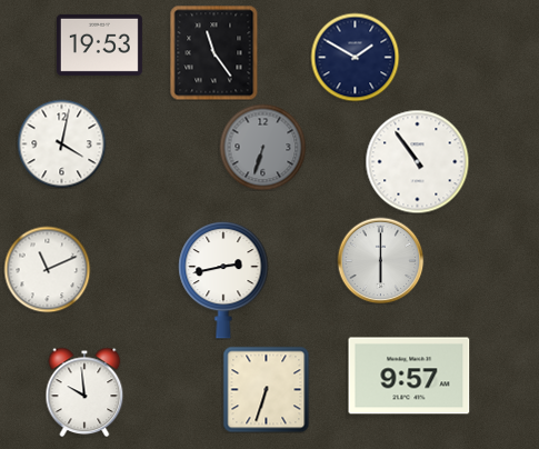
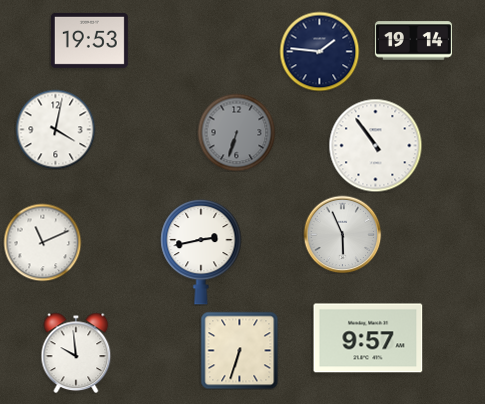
clock at (413, 41): none -> 19:14
clock at (214, 52): 11:24 -> none
clock at (355, 57): 1:50 -> 1:46
clock at (380, 260): 6:00 -> 5:56
